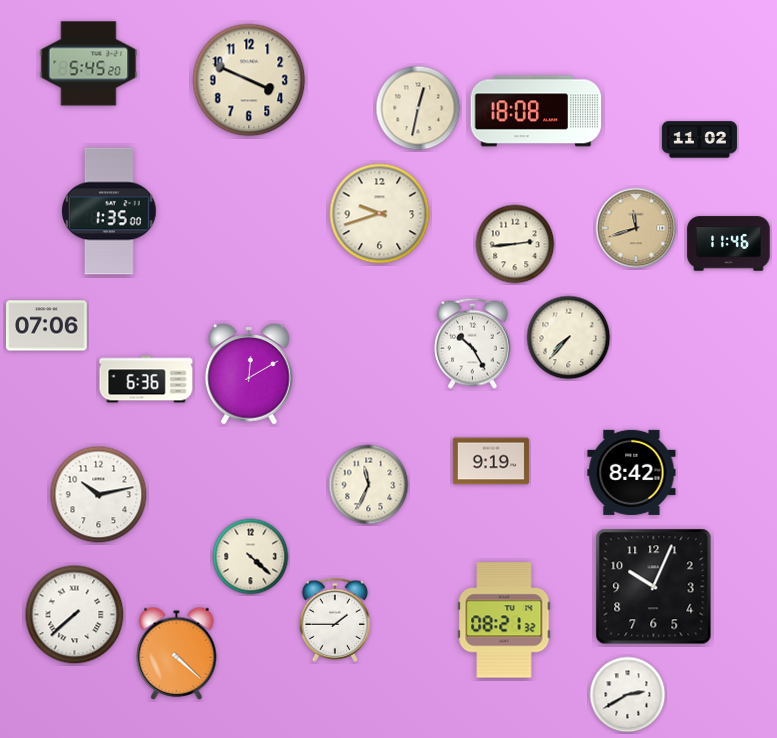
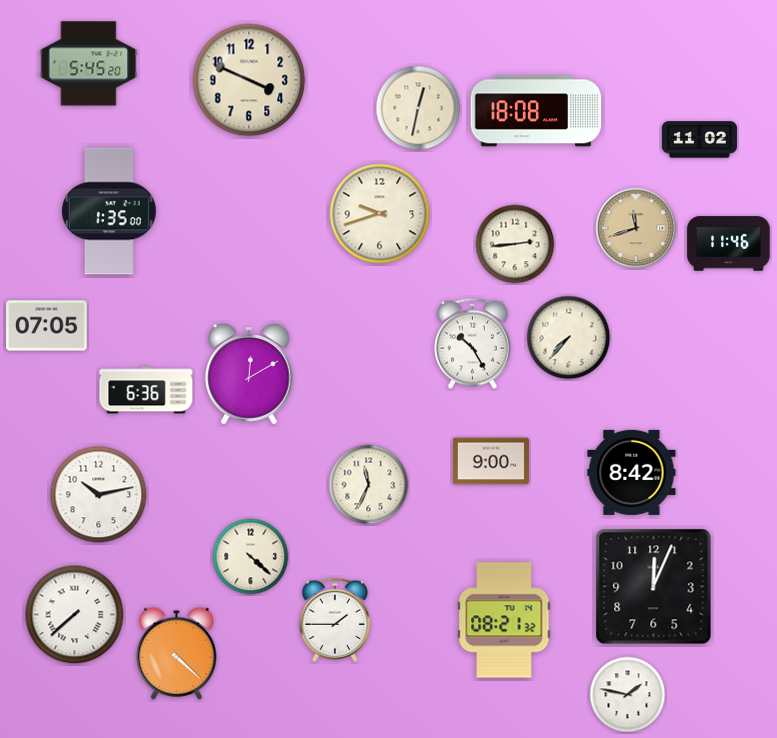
clock at (47, 326): 07:06 -> 07:05
clock at (146, 379) position: (146, 379) -> (146, 390)
clock at (491, 461): 9:19 -> 9:00
clock at (654, 587): 10:04 -> 12:04
clock at (628, 695): 2:40 -> 1:47
